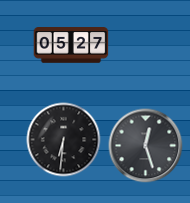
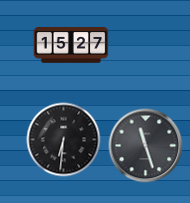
clock at (71, 45): 05:27 -> 15:27
clock at (146, 146): 12:27 -> 11:27
